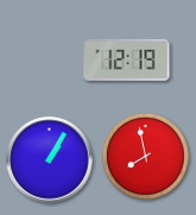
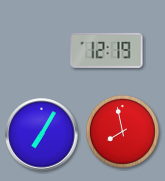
clock at (50, 160): 1:05 -> 7:05
